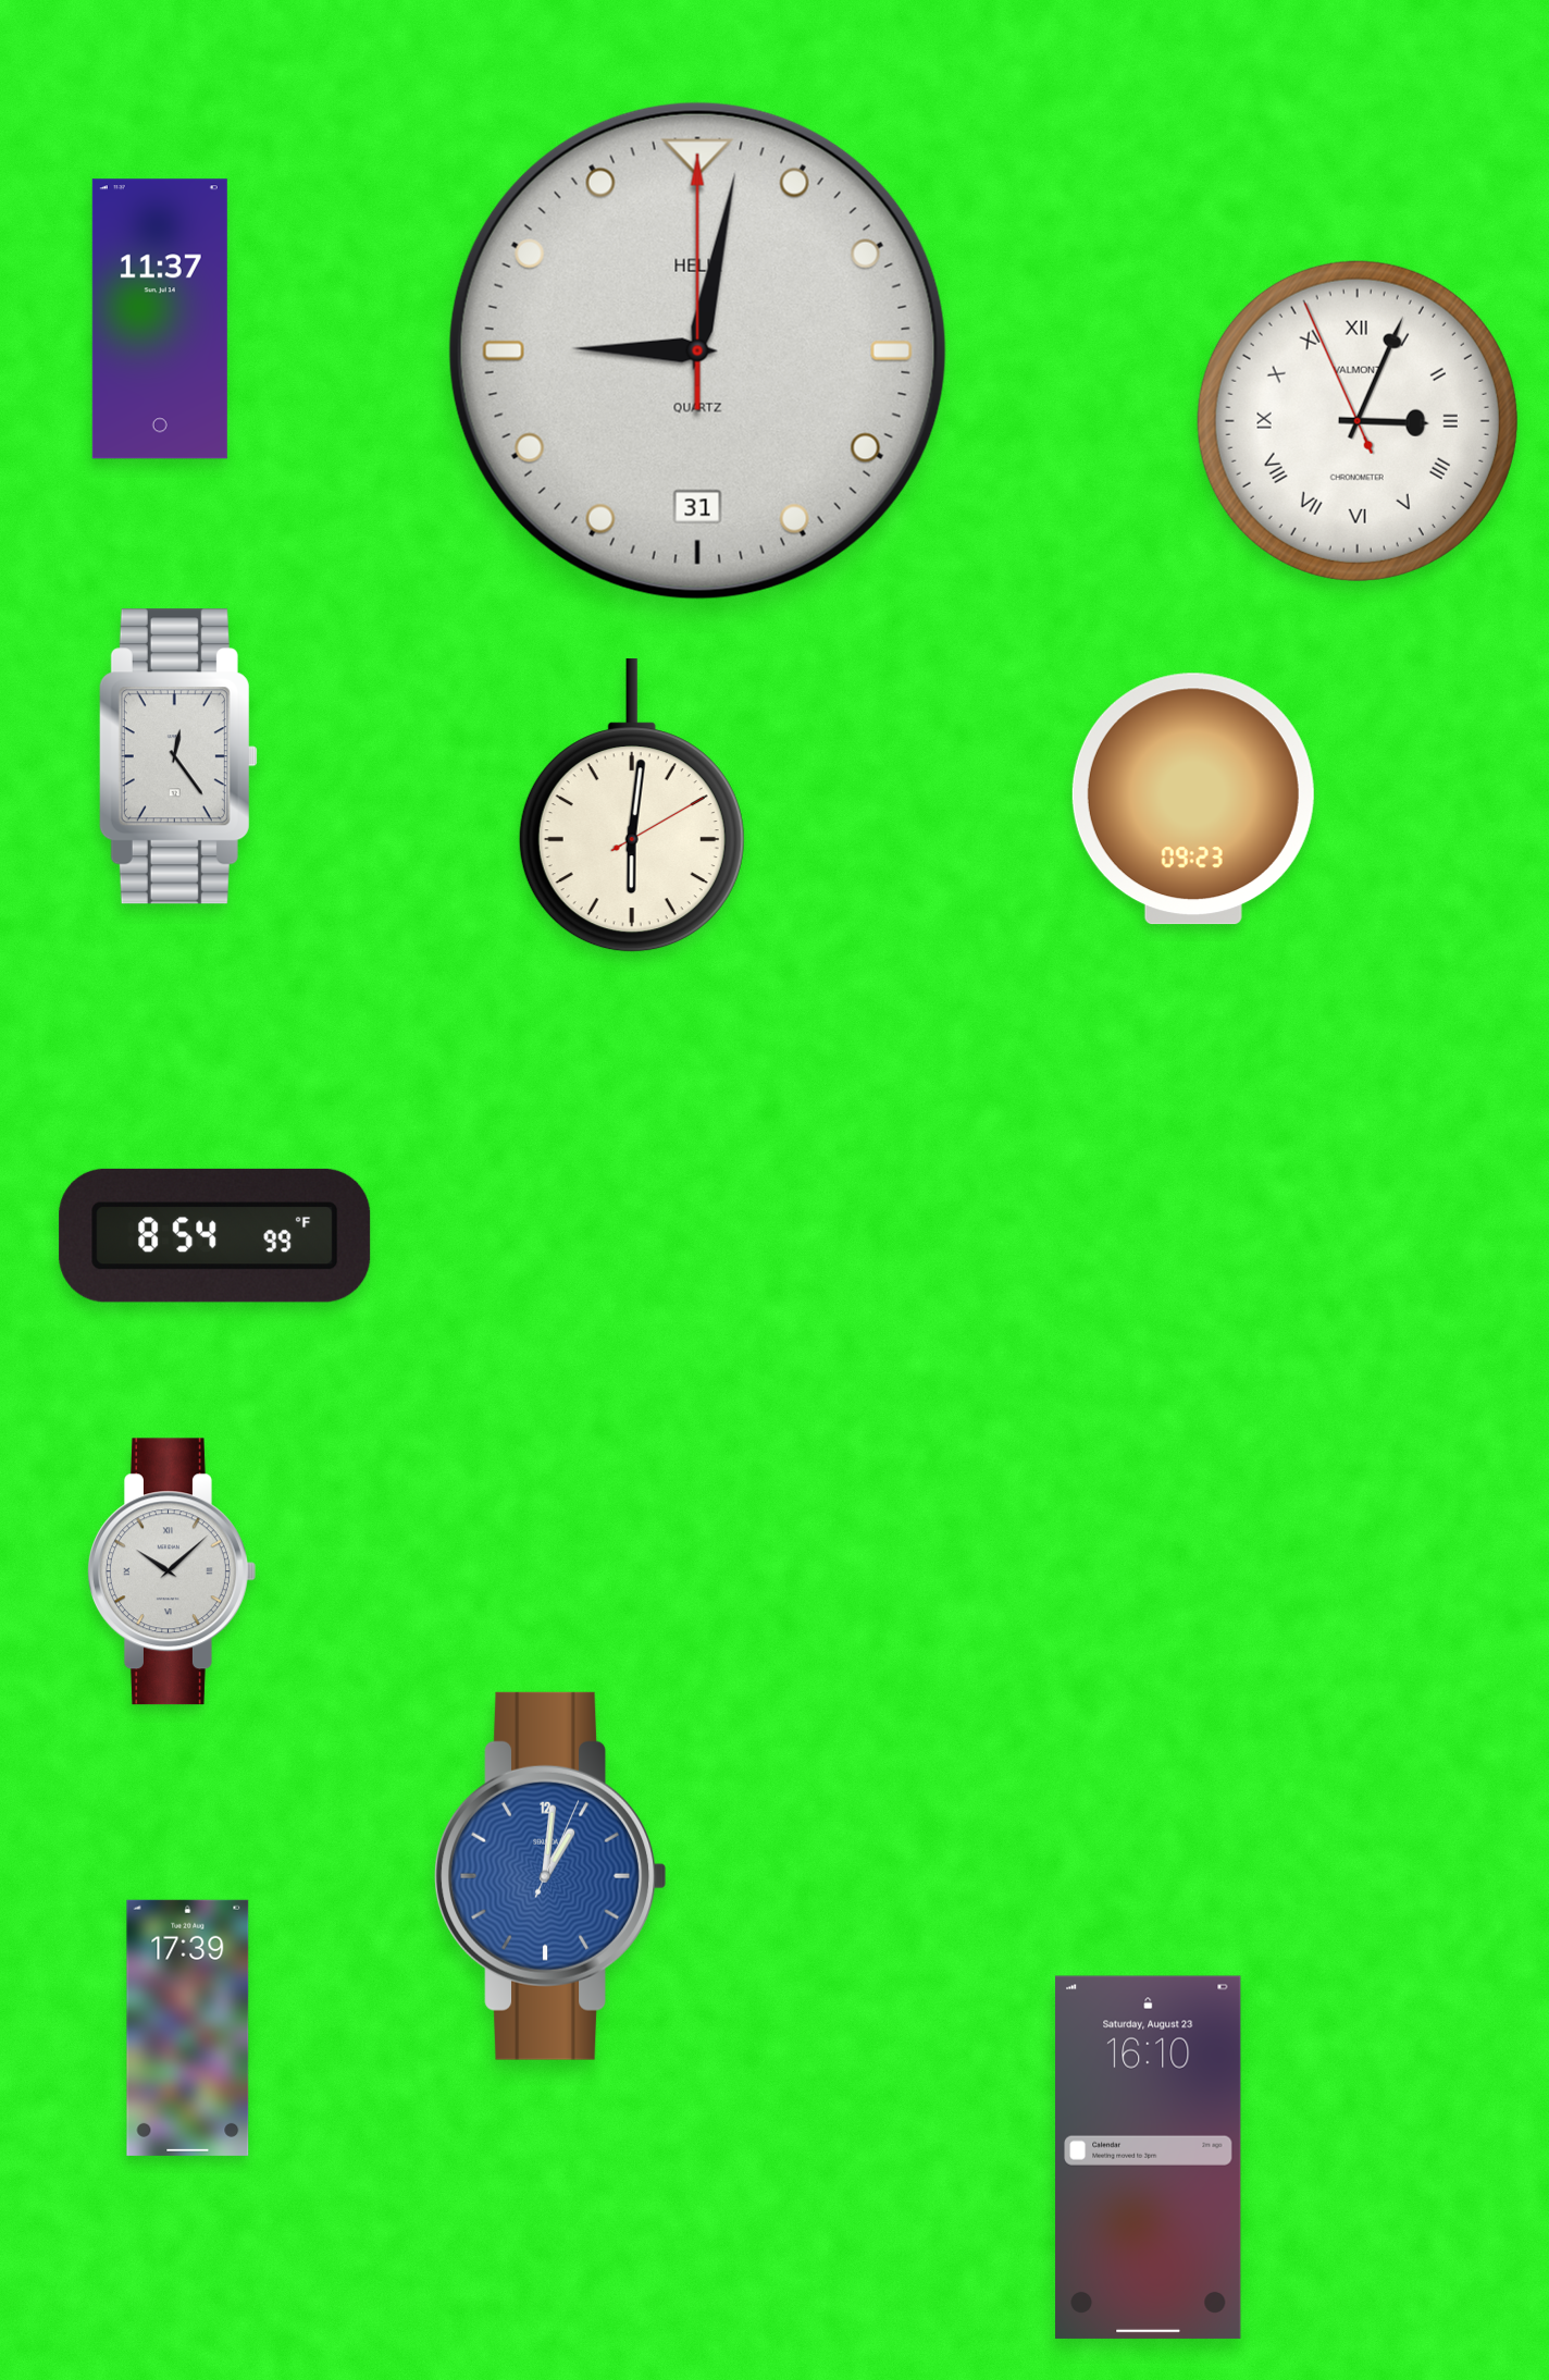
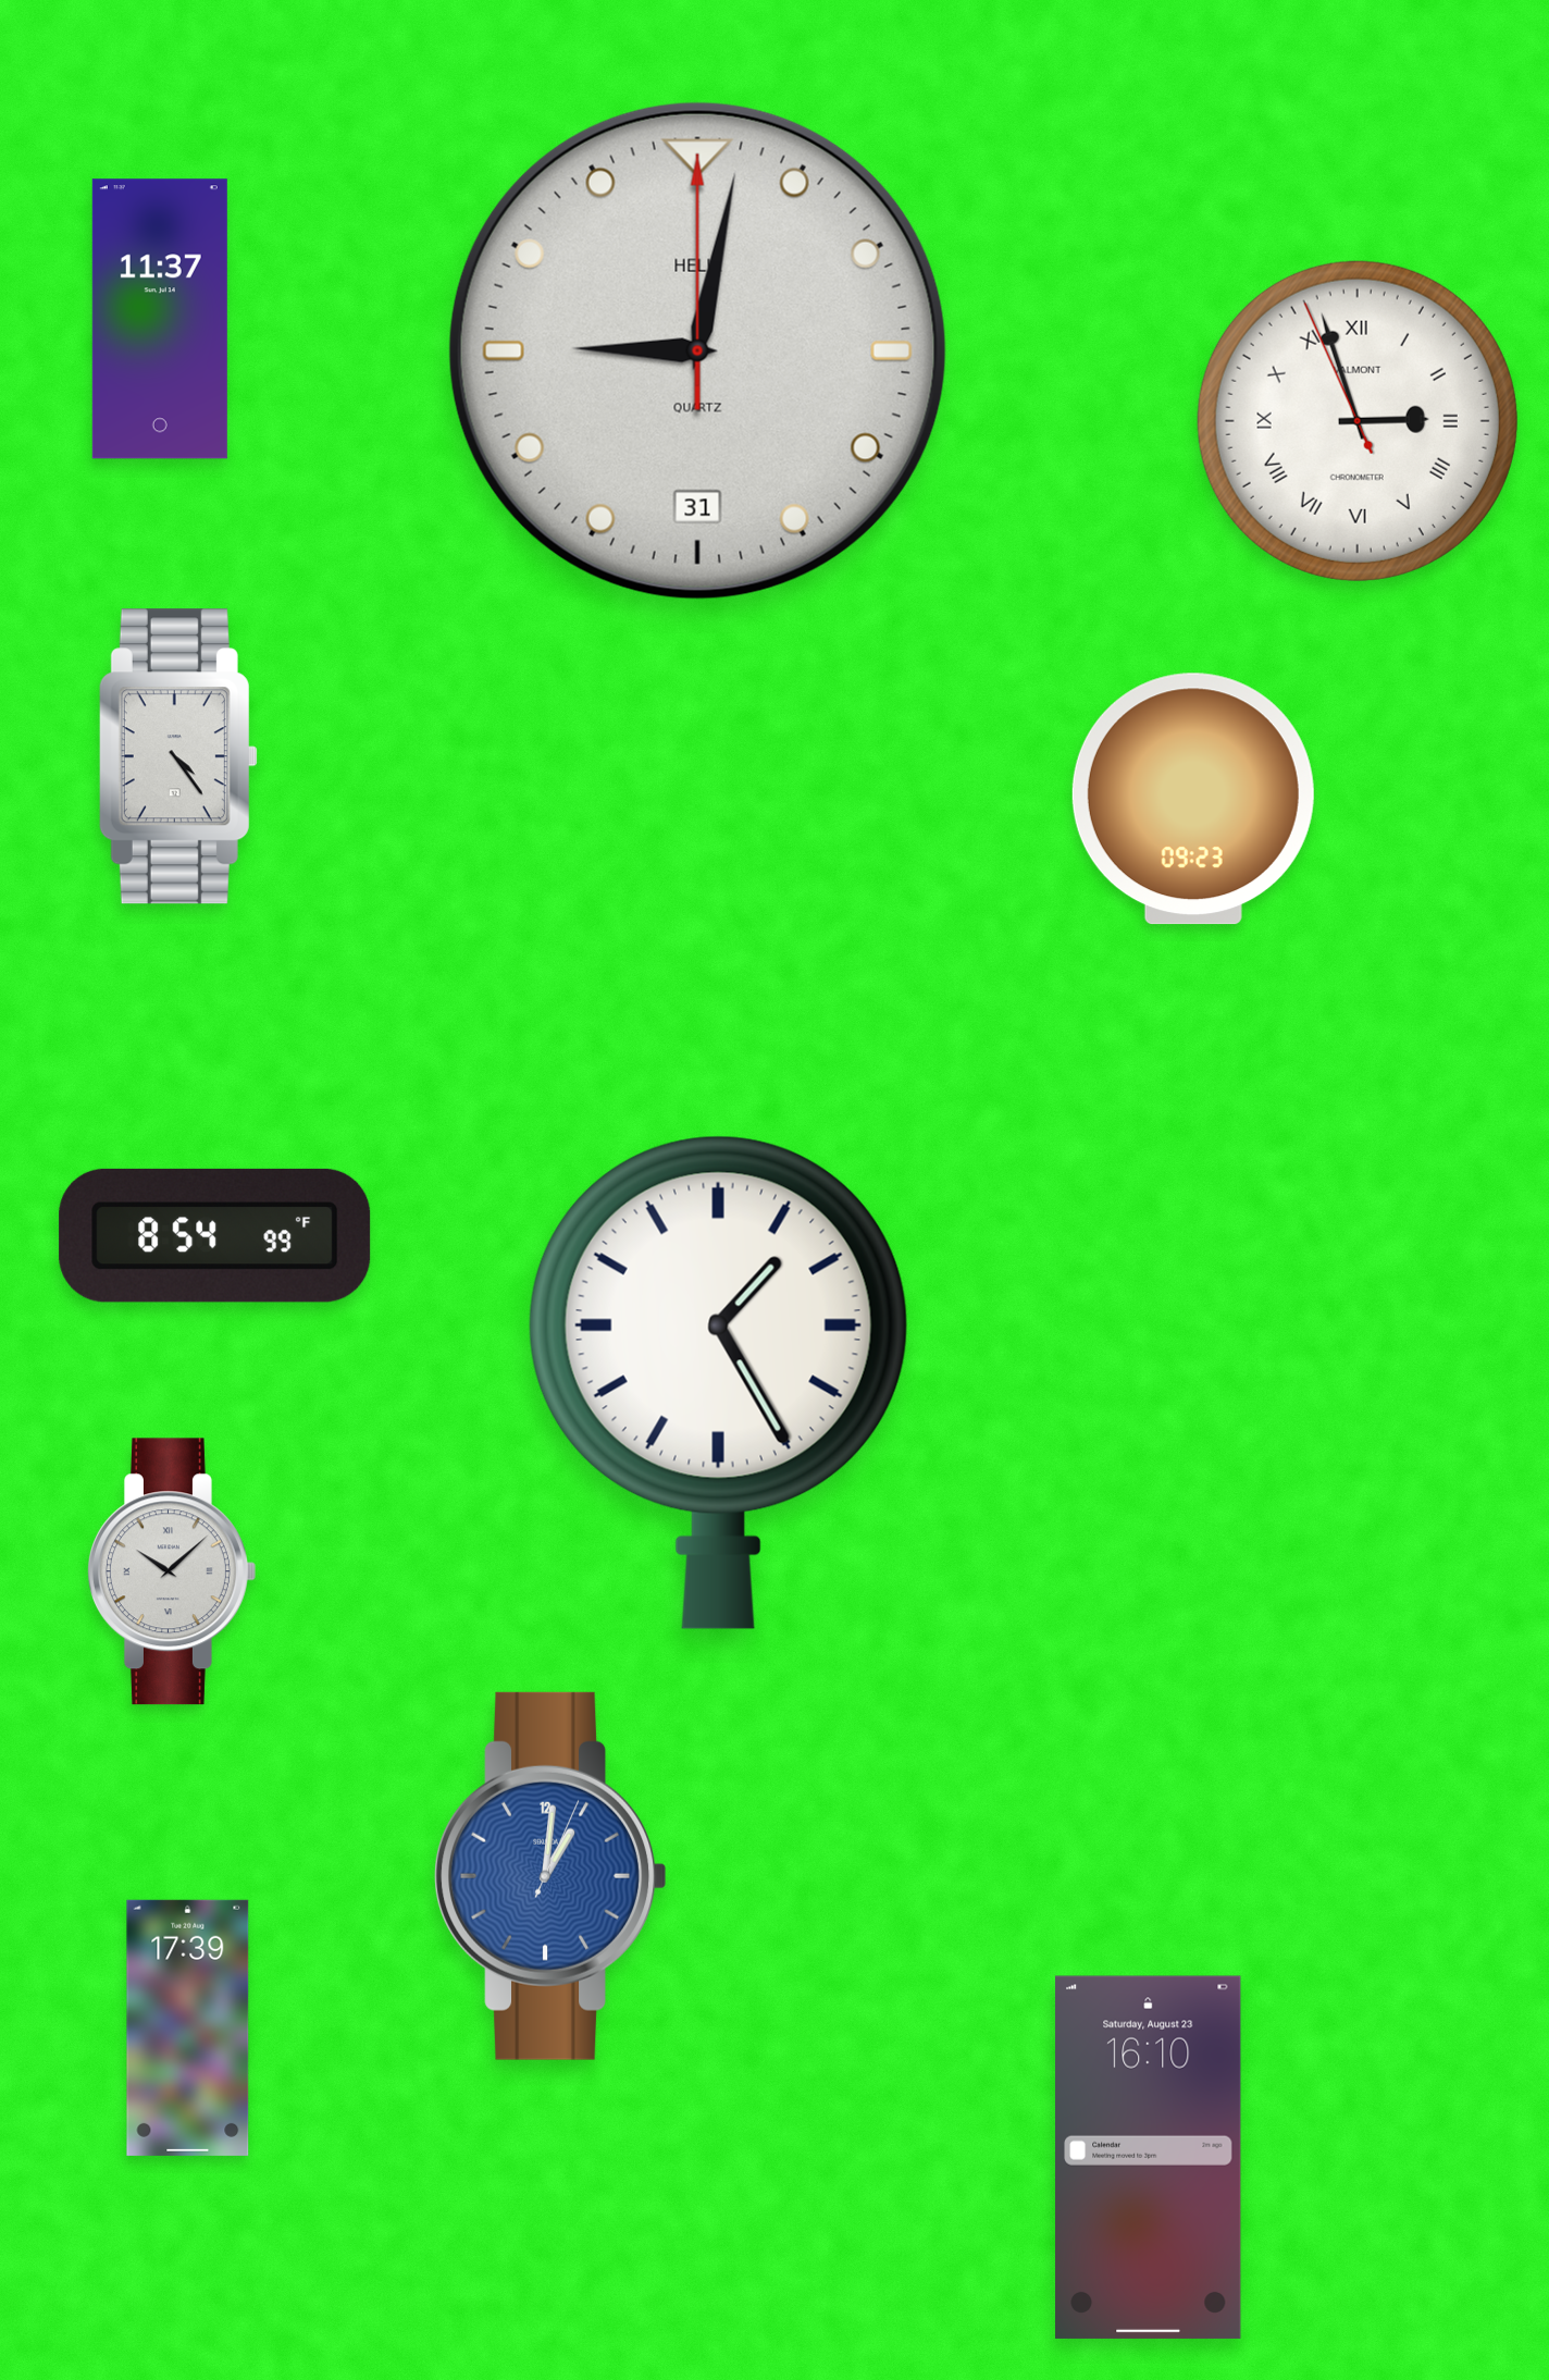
clock at (1358, 421): 3:03 -> 2:56
clock at (178, 756): 12:24 -> 4:24
clock at (632, 806): 6:01 -> none
clock at (718, 1382): none -> 1:25
